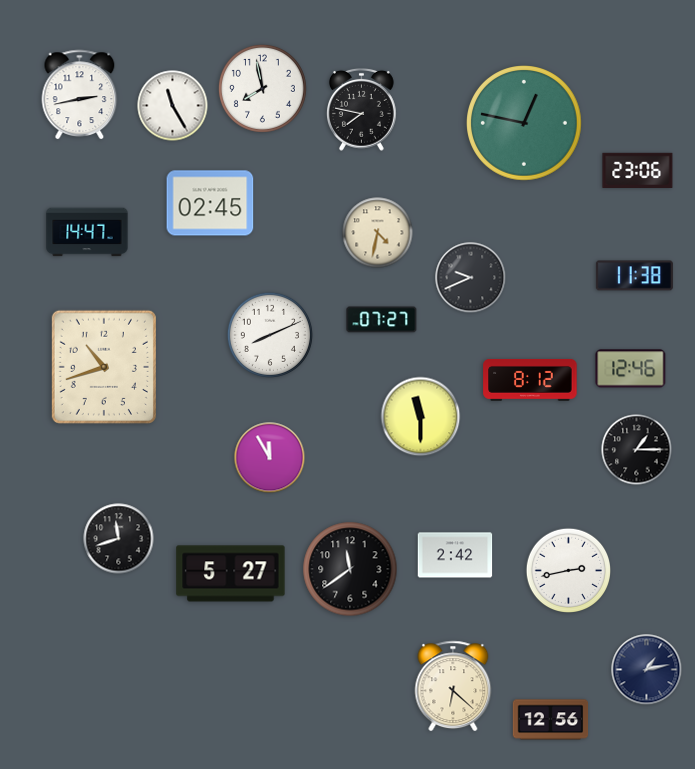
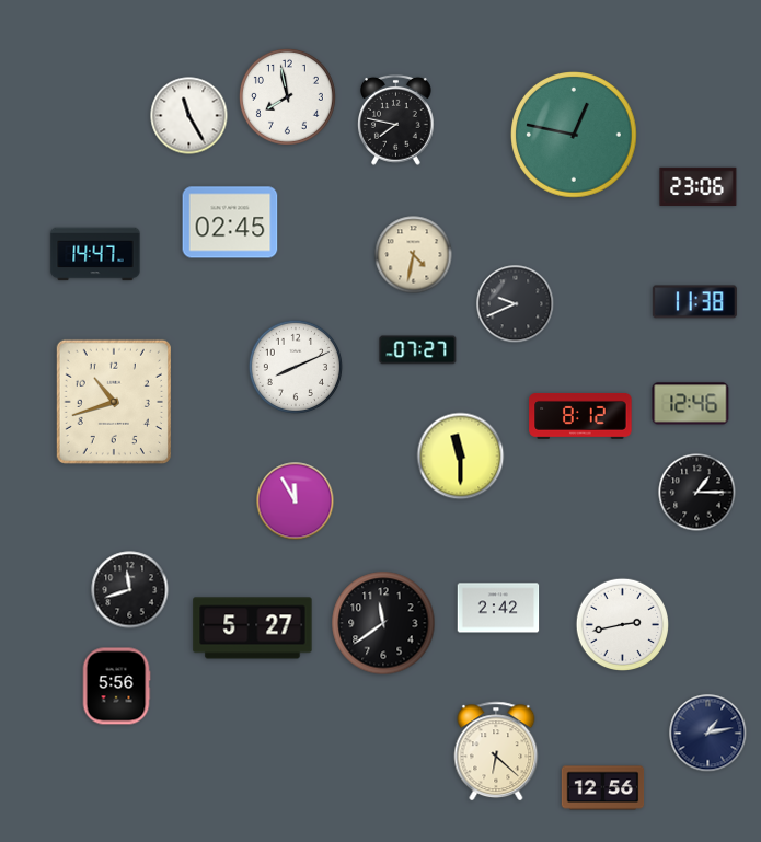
clock at (80, 94): 2:43 -> none
clock at (116, 687): none -> 5:56
